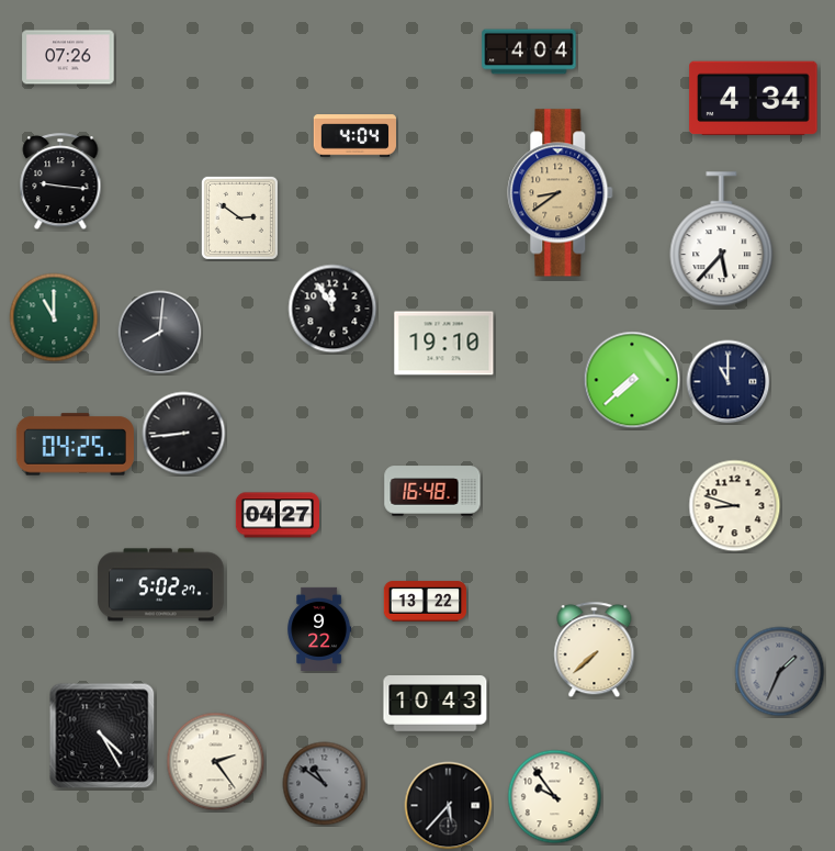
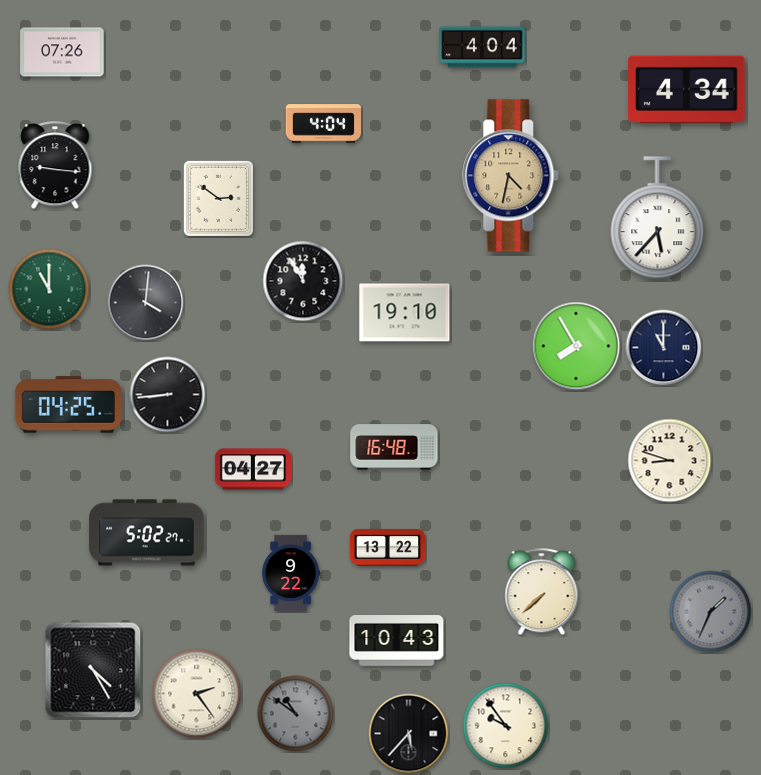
clock at (561, 193): 8:39 -> 4:32
clock at (160, 333): 8:01 -> 4:01
clock at (632, 380): 7:38 -> 7:55
